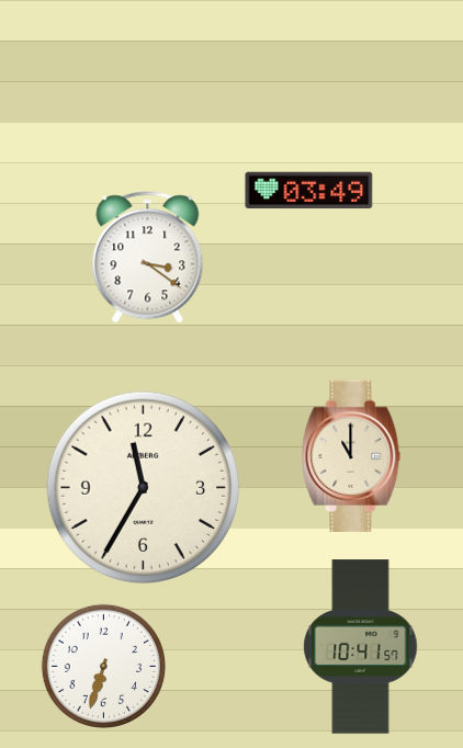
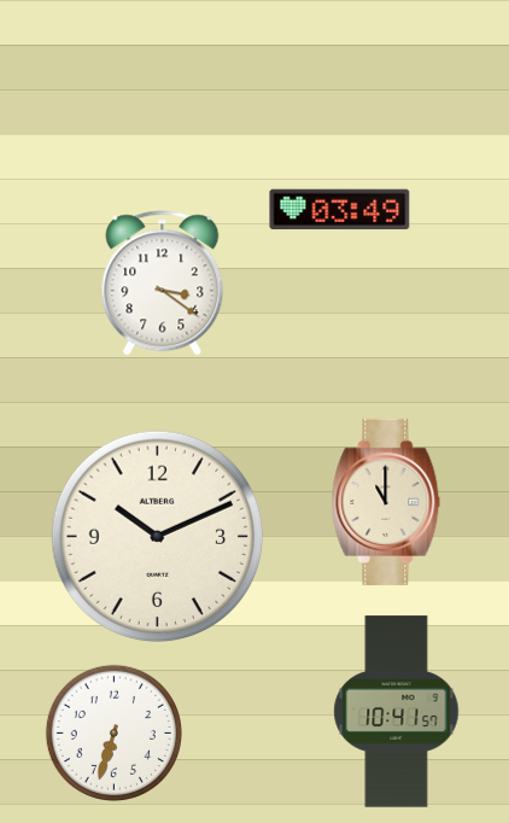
clock at (144, 488): 11:35 -> 10:11
